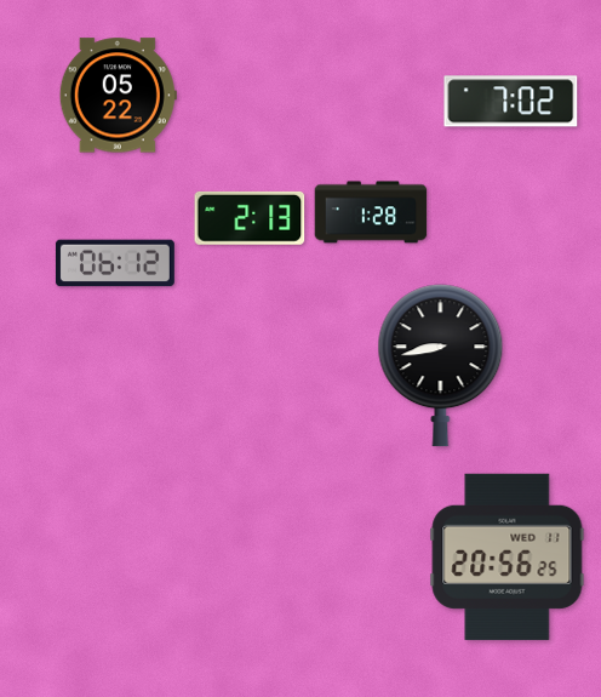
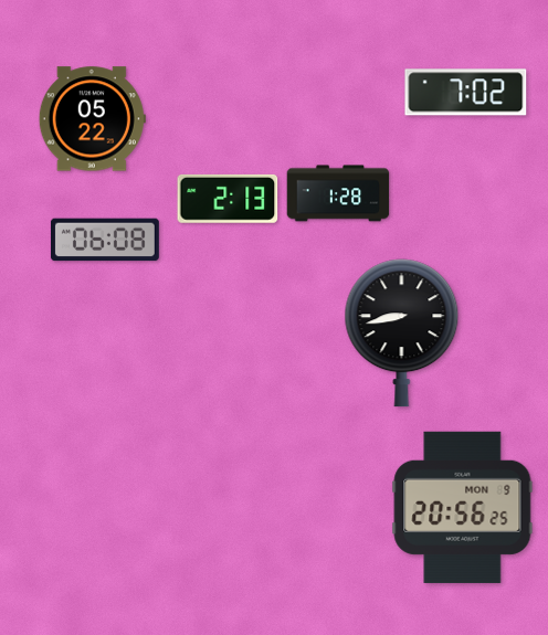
clock at (118, 96) position: (118, 96) -> (92, 119)
clock at (115, 263): 06:12 -> 06:08
clock at (508, 556) date: WED 11 -> MON 9
